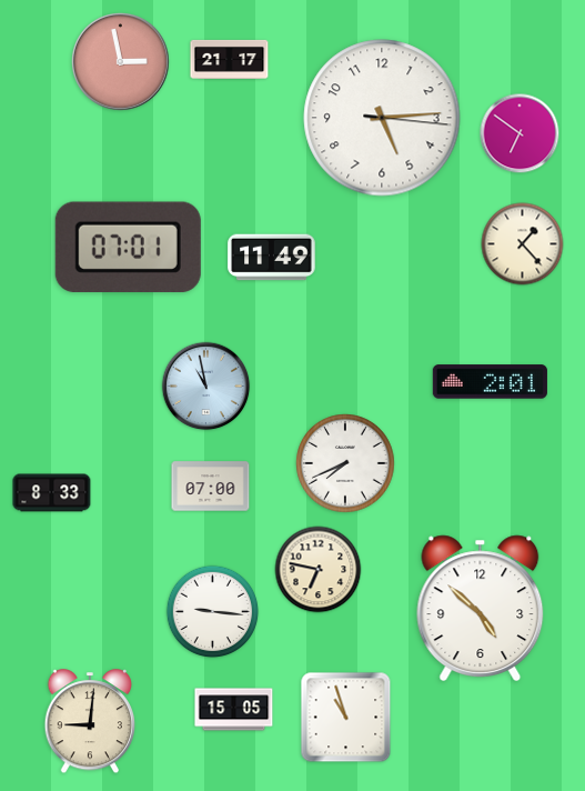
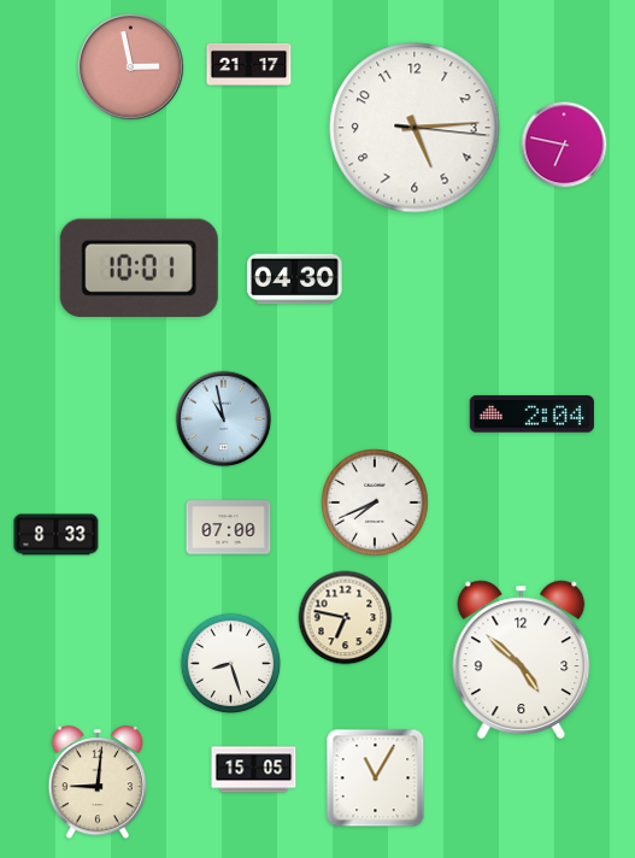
clock at (520, 133): 6:51 -> 6:47
clock at (523, 244): 1:23 -> none
clock at (128, 247): 07:01 -> 10:01
clock at (272, 258): 11:49 -> 04:30
clock at (490, 382): 2:01 -> 2:04
clock at (213, 612): 9:16 -> 8:27
clock at (346, 718): 10:57 -> 11:05
